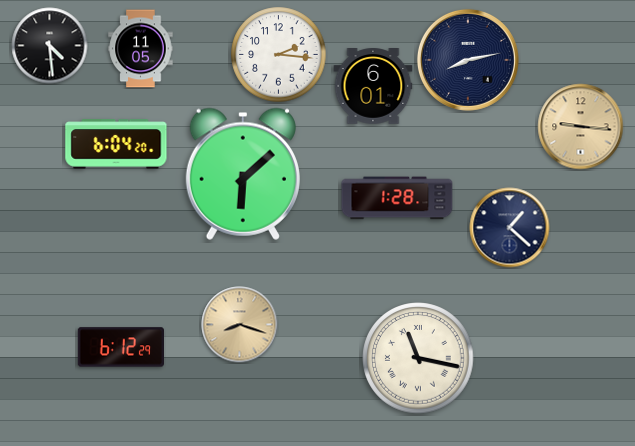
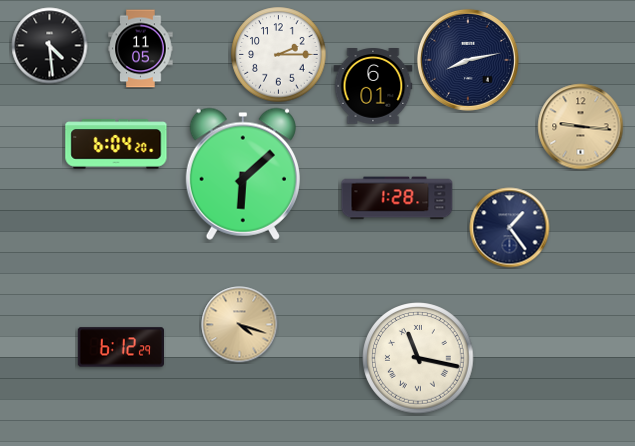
clock at (279, 55): 2:16 -> 2:15
clock at (510, 228): 1:22 -> 1:24
clock at (240, 325): 8:18 -> 4:18
